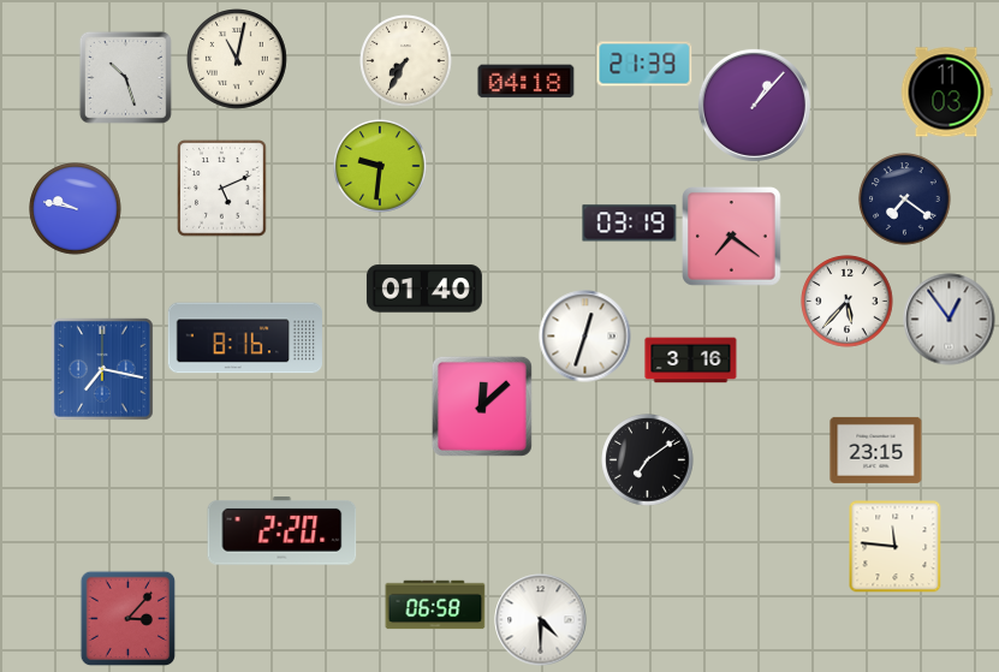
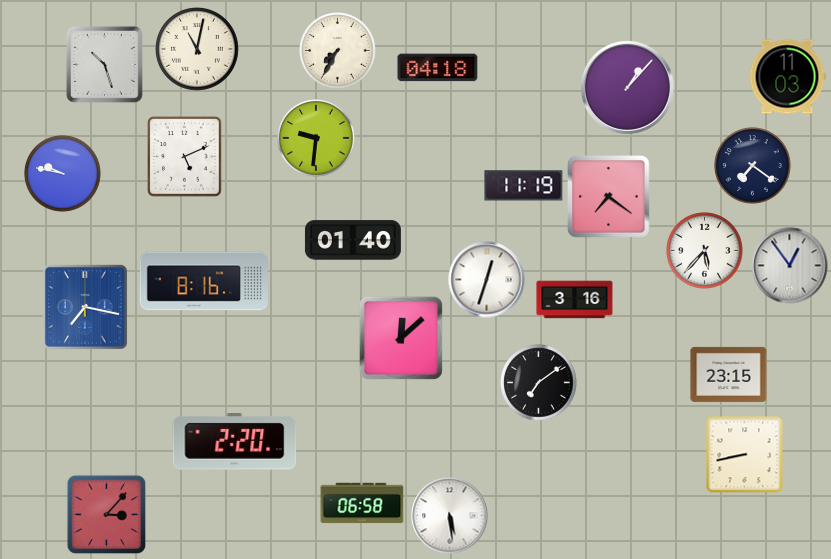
clock at (644, 64): 21:39 -> none
clock at (630, 224): 03:19 -> 11:19
clock at (894, 547): 11:46 -> 8:43
clock at (541, 620): 4:30 -> 5:29
